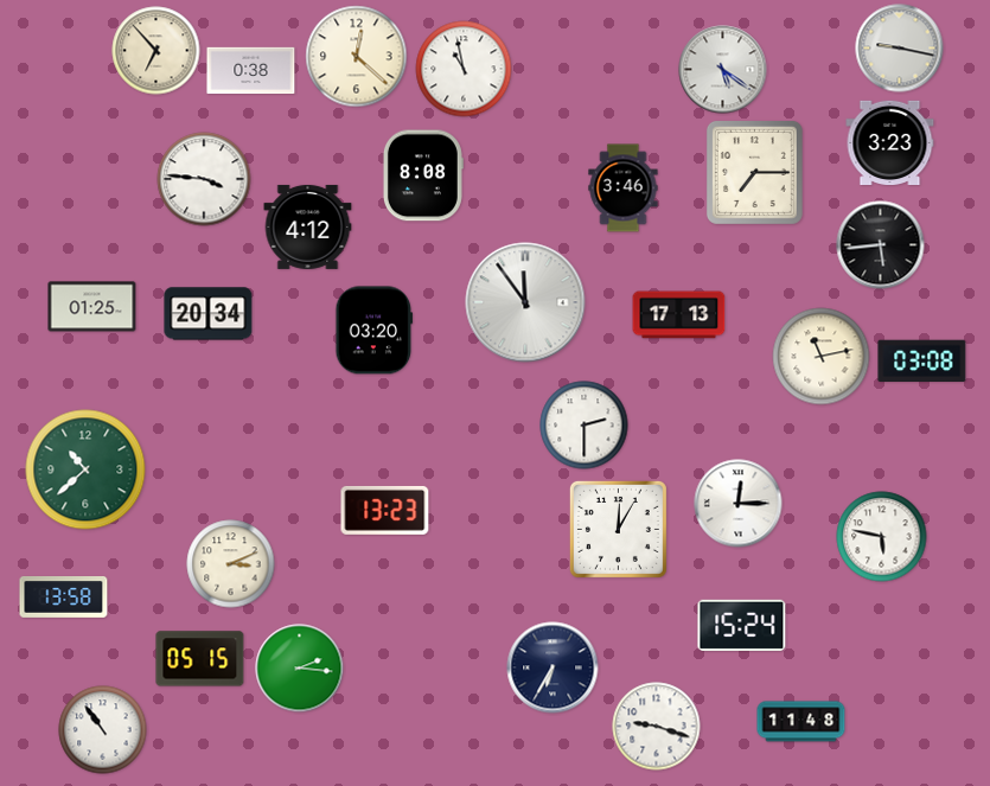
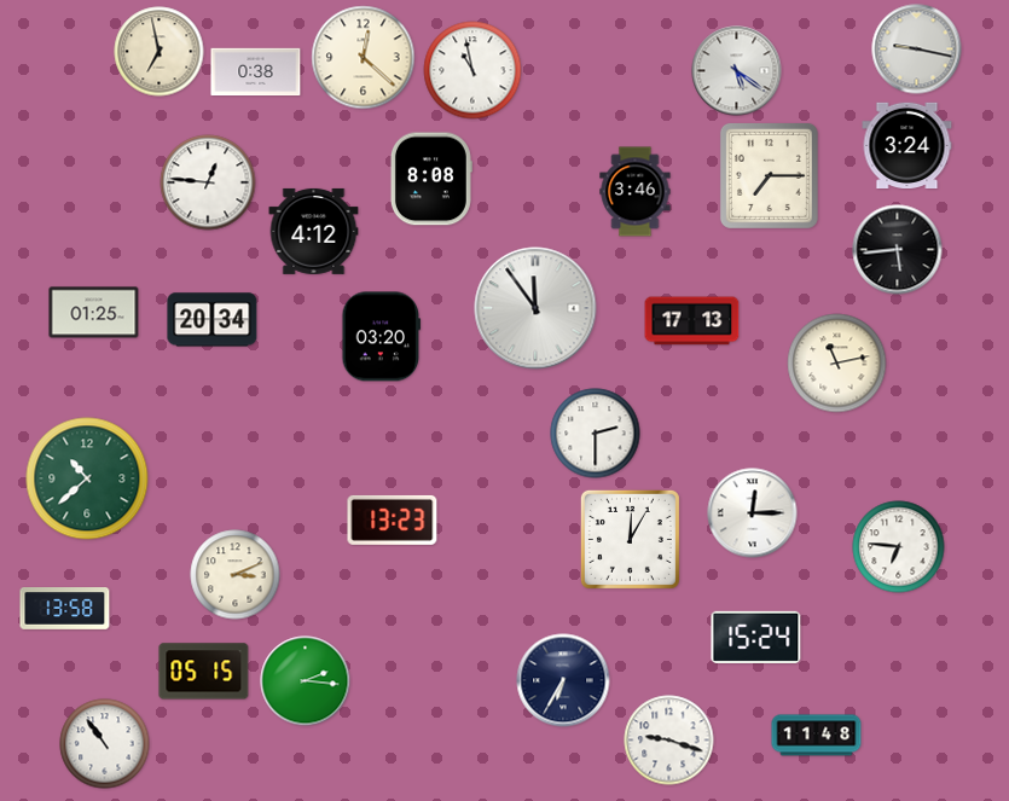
clock at (157, 51): 6:53 -> 6:58
clock at (890, 143): 3:23 -> 3:24
clock at (204, 179): 3:46 -> 12:46
clock at (922, 362): 03:08 -> none
clock at (882, 537): 5:47 -> 6:46
